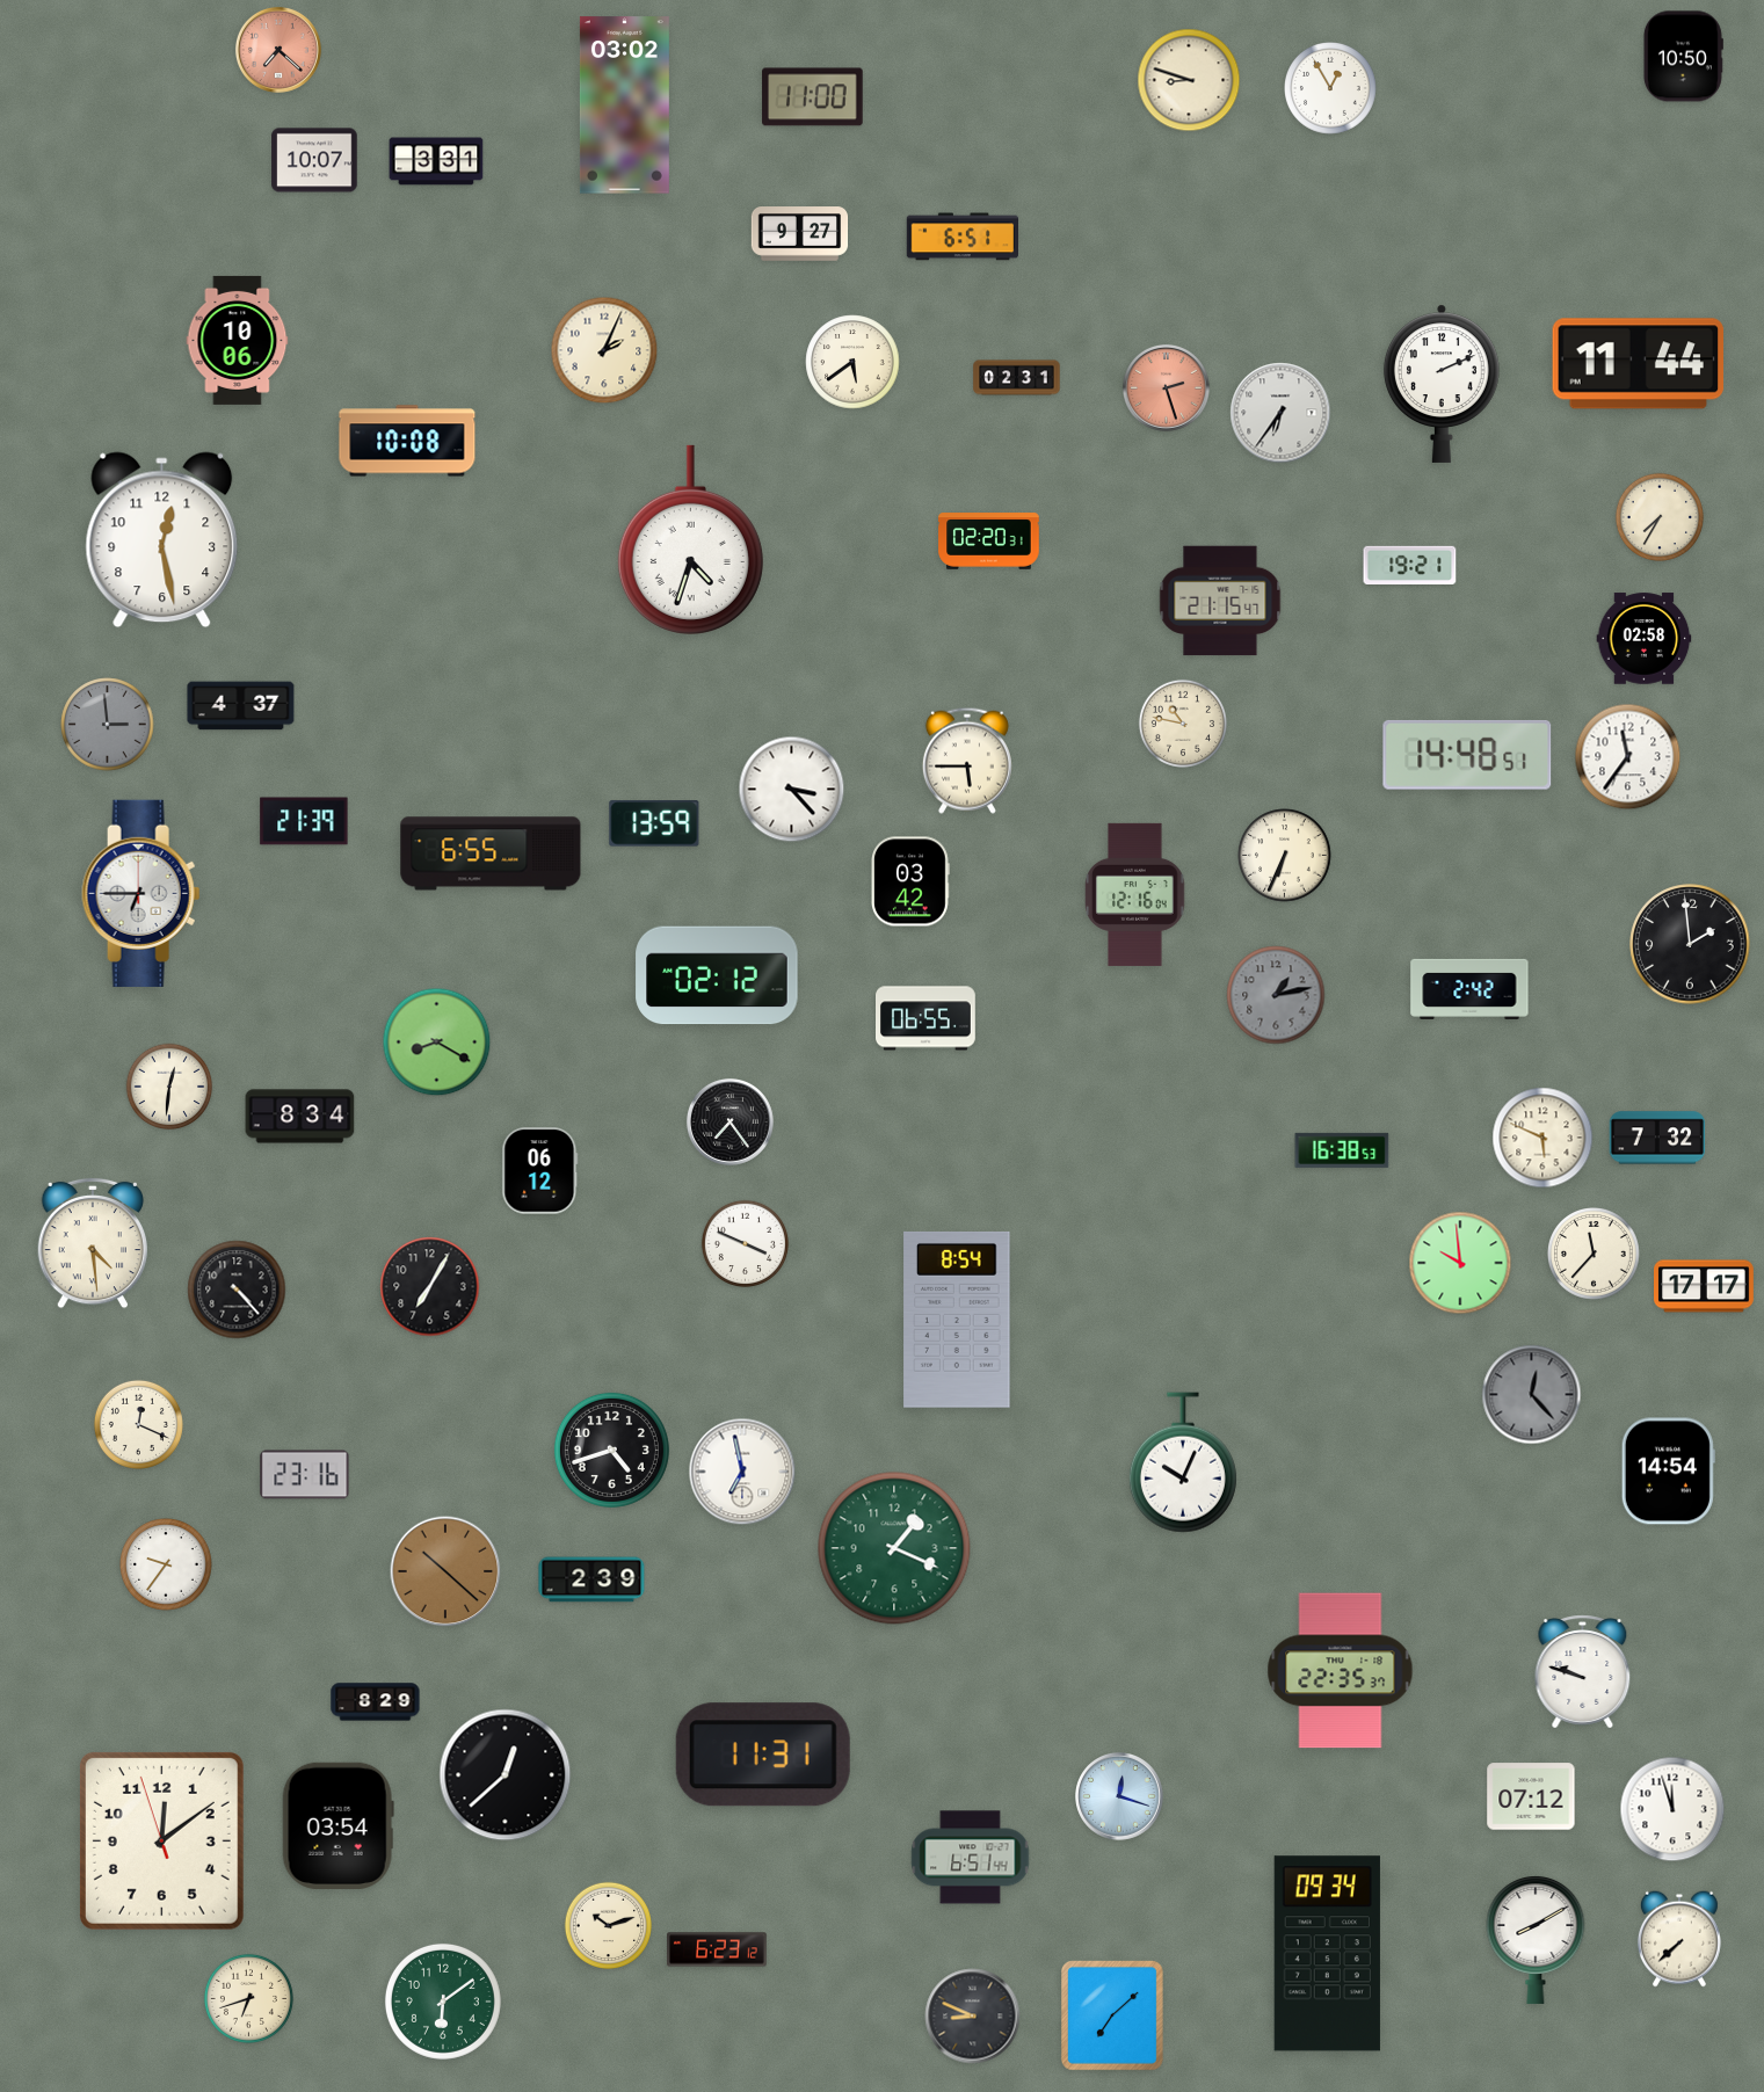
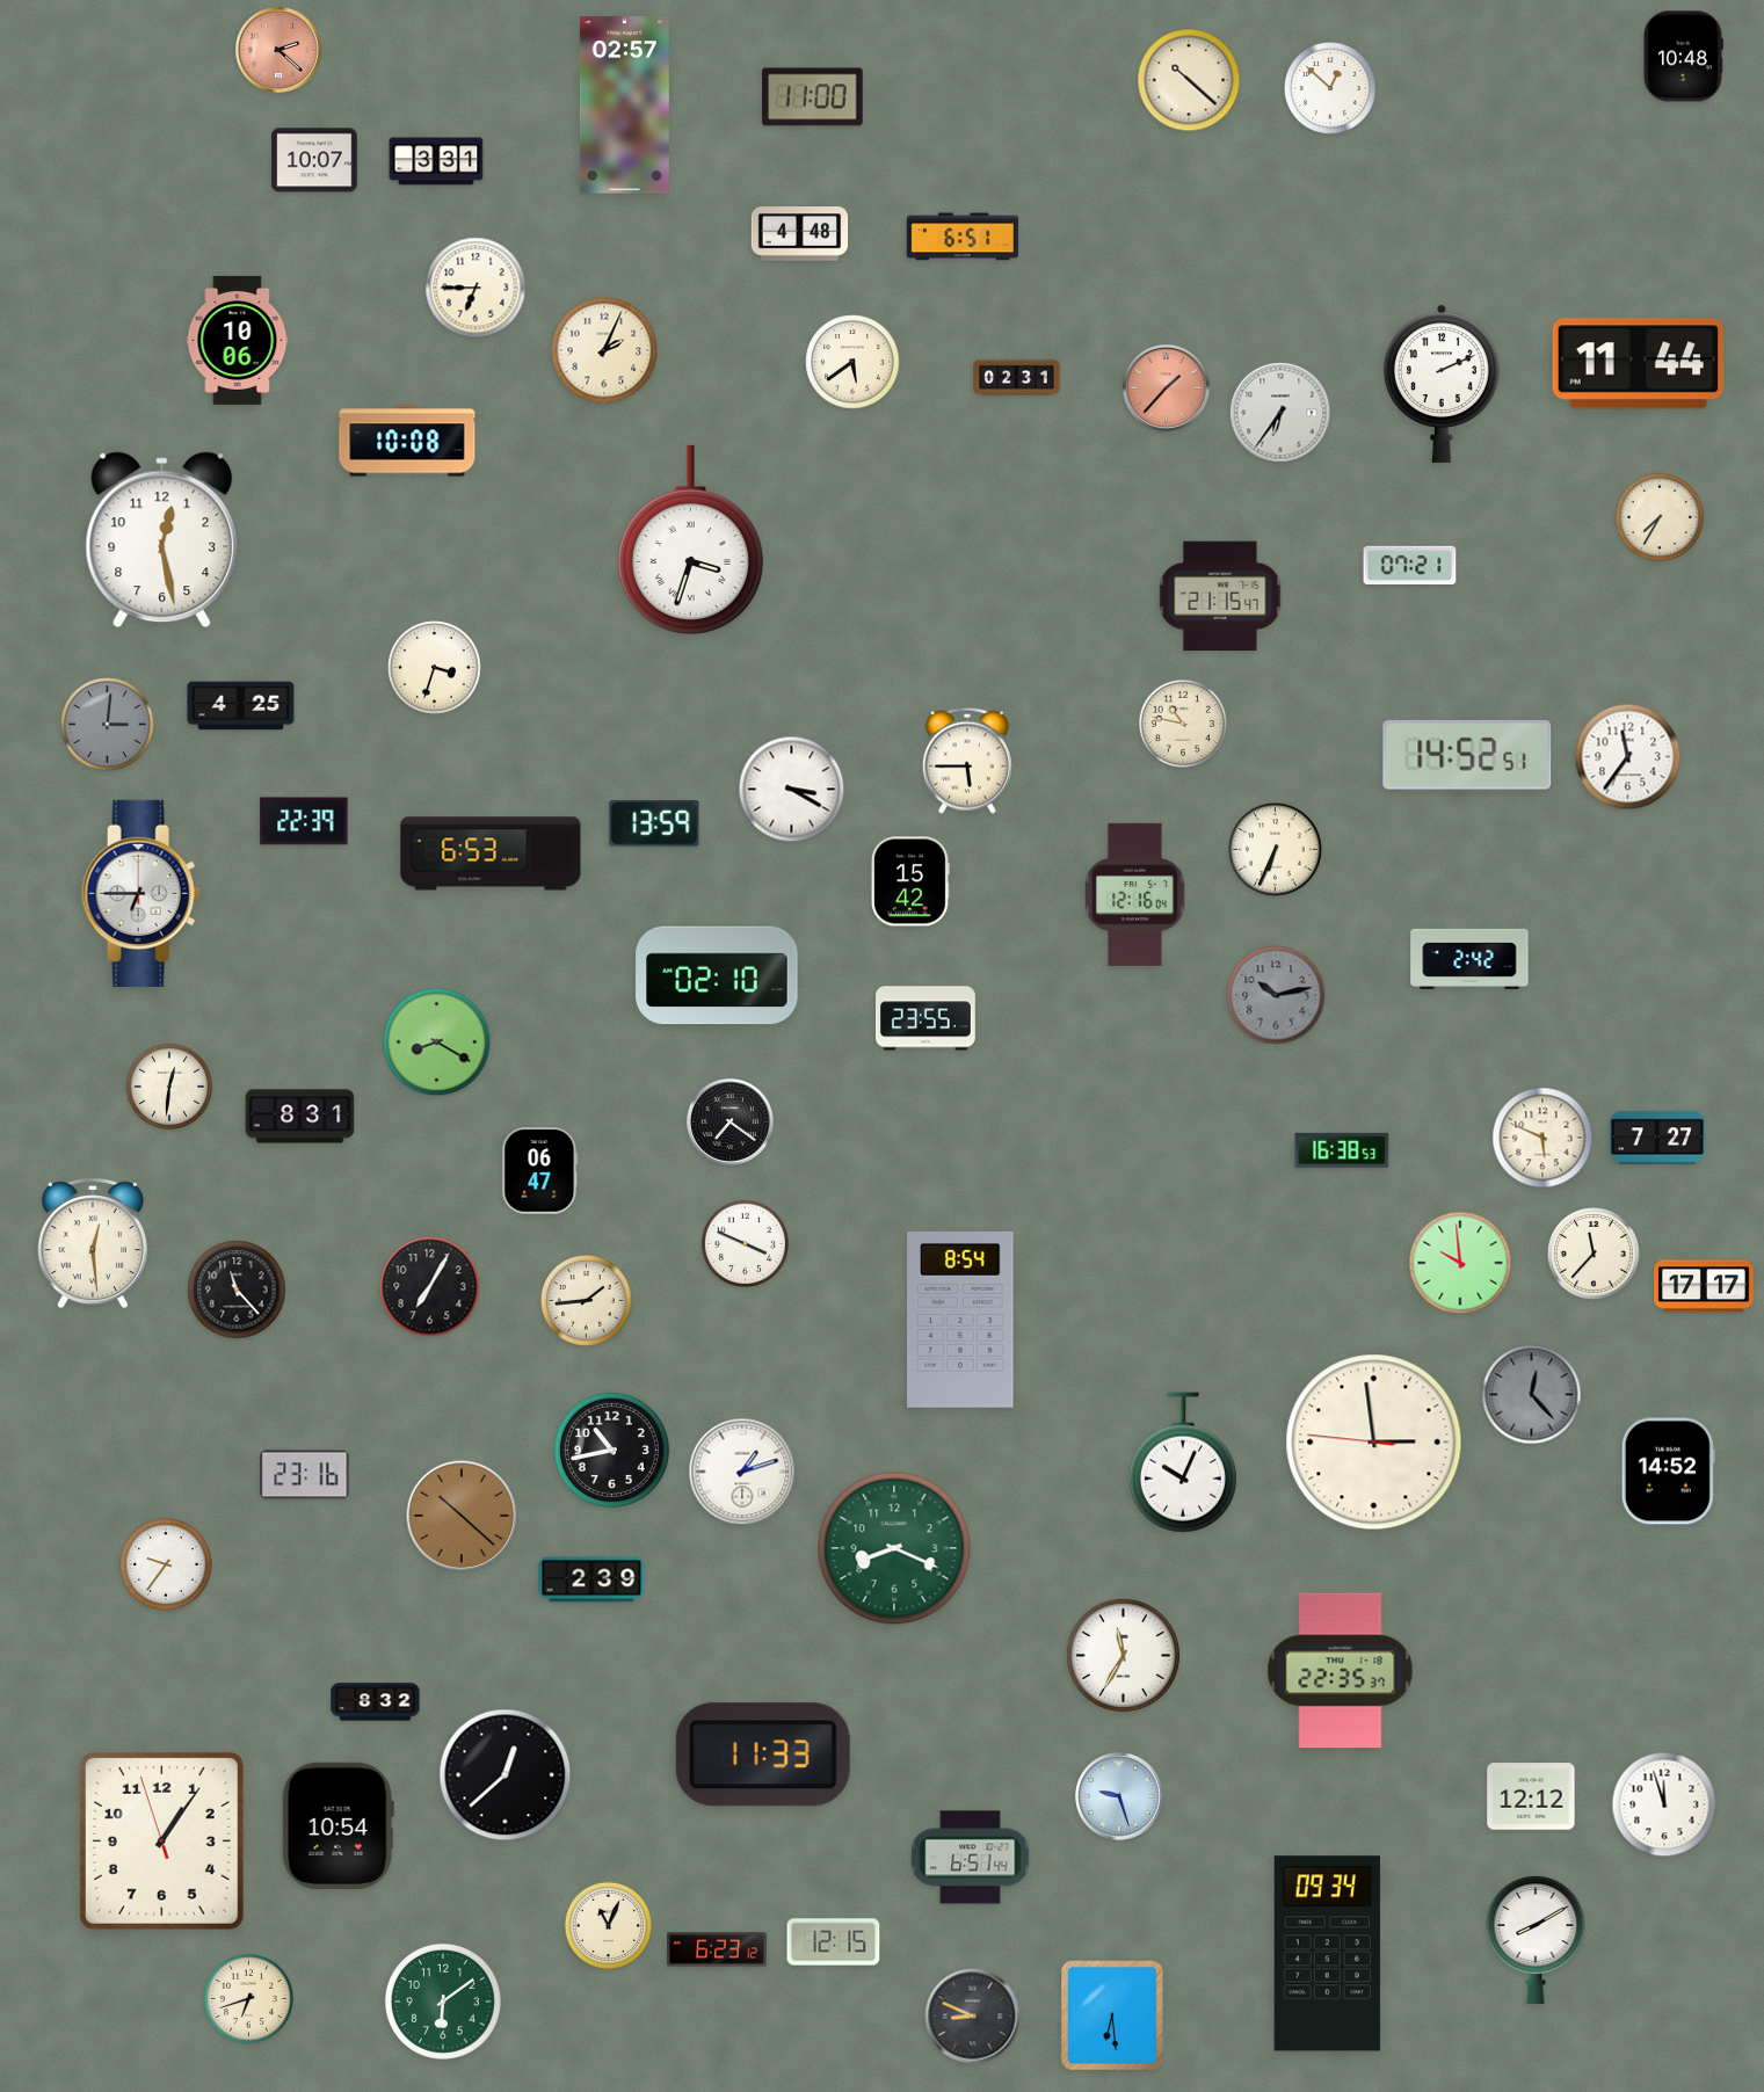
clock at (278, 50): 7:22 -> 2:22
clock at (1683, 57): 10:50 -> 10:48
clock at (1189, 80): 8:48 -> 10:22
clock at (1331, 89): 12:55 -> 12:52
clock at (624, 106): 03:02 -> 02:57
clock at (800, 234): 9:27 -> 4:48
clock at (476, 288): none -> 6:45
clock at (1166, 387): 2:27 -> 1:37
clock at (690, 539): 4:33 -> 3:33
clock at (989, 542): 02:20 -> none
clock at (1410, 566): 19:21 -> 07:21
clock at (1220, 601) position: (1220, 601) -> (1220, 596)
clock at (1645, 639): 02:58 -> none
clock at (435, 668): none -> 3:33
clock at (241, 706): 4:37 -> 4:25
clock at (108, 725): 2:59 -> 3:01
clock at (1467, 755): 14:48 -> 14:52
clock at (792, 790): 3:23 -> 3:20
clock at (304, 821): 21:39 -> 22:39
clock at (491, 853): 6:55 -> 6:53
clock at (1285, 856) position: (1285, 856) -> (1276, 850)
clock at (910, 881): 03:42 -> 15:42
clock at (1690, 944): 1:59 -> none
clock at (717, 975): 02:12 -> 02:10
clock at (1469, 989) position: (1469, 989) -> (1469, 959)
clock at (1276, 995): 1:13 -> 10:13
clock at (927, 1018): 06:55 -> 23:55
clock at (300, 1117): 8:34 -> 8:31
clock at (729, 1121): 7:24 -> 7:21
clock at (1657, 1138): 7:32 -> 7:27
clock at (540, 1171): 06:12 -> 06:47
clock at (92, 1243): 4:29 -> 12:29
clock at (237, 1290): 4:23 -> 11:23
clock at (586, 1300): none -> 1:44
clock at (957, 1320) position: (957, 1320) -> (960, 1320)
clock at (138, 1424): 12:19 -> none
clock at (1374, 1443): none -> 2:58
clock at (611, 1450): 4:42 -> 10:43
clock at (742, 1472): 6:58 -> 1:12
clock at (1668, 1472): 14:54 -> 14:52
clock at (894, 1548): 1:19 -> 8:19
clock at (445, 1571) position: (445, 1571) -> (462, 1516)
clock at (1123, 1655): none -> 11:35
clock at (1583, 1672): 9:48 -> none
clock at (376, 1702): 8:29 -> 8:32
clock at (763, 1755): 11:31 -> 11:33
clock at (1531, 1796): 07:12 -> 12:12
clock at (1120, 1797): 12:18 -> 9:27
clock at (1672, 1809) position: (1672, 1809) -> (1664, 1804)
clock at (337, 1825): 03:54 -> 10:54
clock at (161, 1840): 12:08 -> 1:05
clock at (609, 1926): 10:12 -> 11:04
clock at (1679, 1939): 7:38 -> none
clock at (834, 1942): none -> 12:15
clock at (1113, 2017): 7:08 -> 6:29
